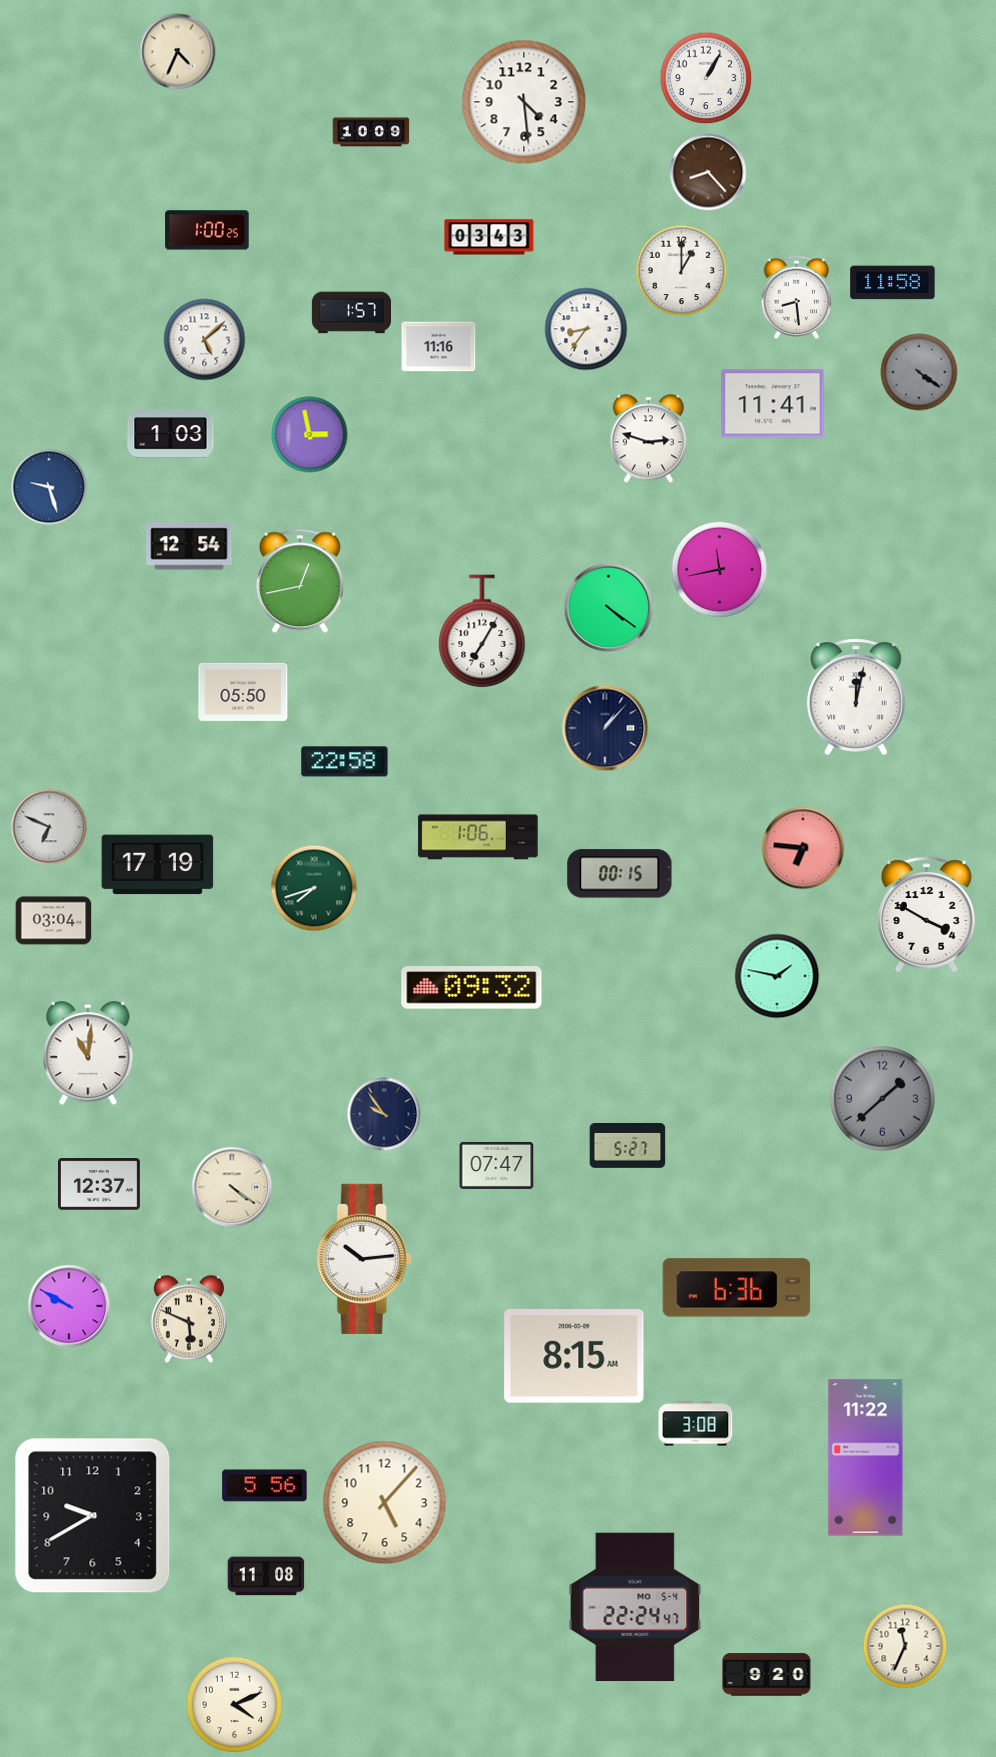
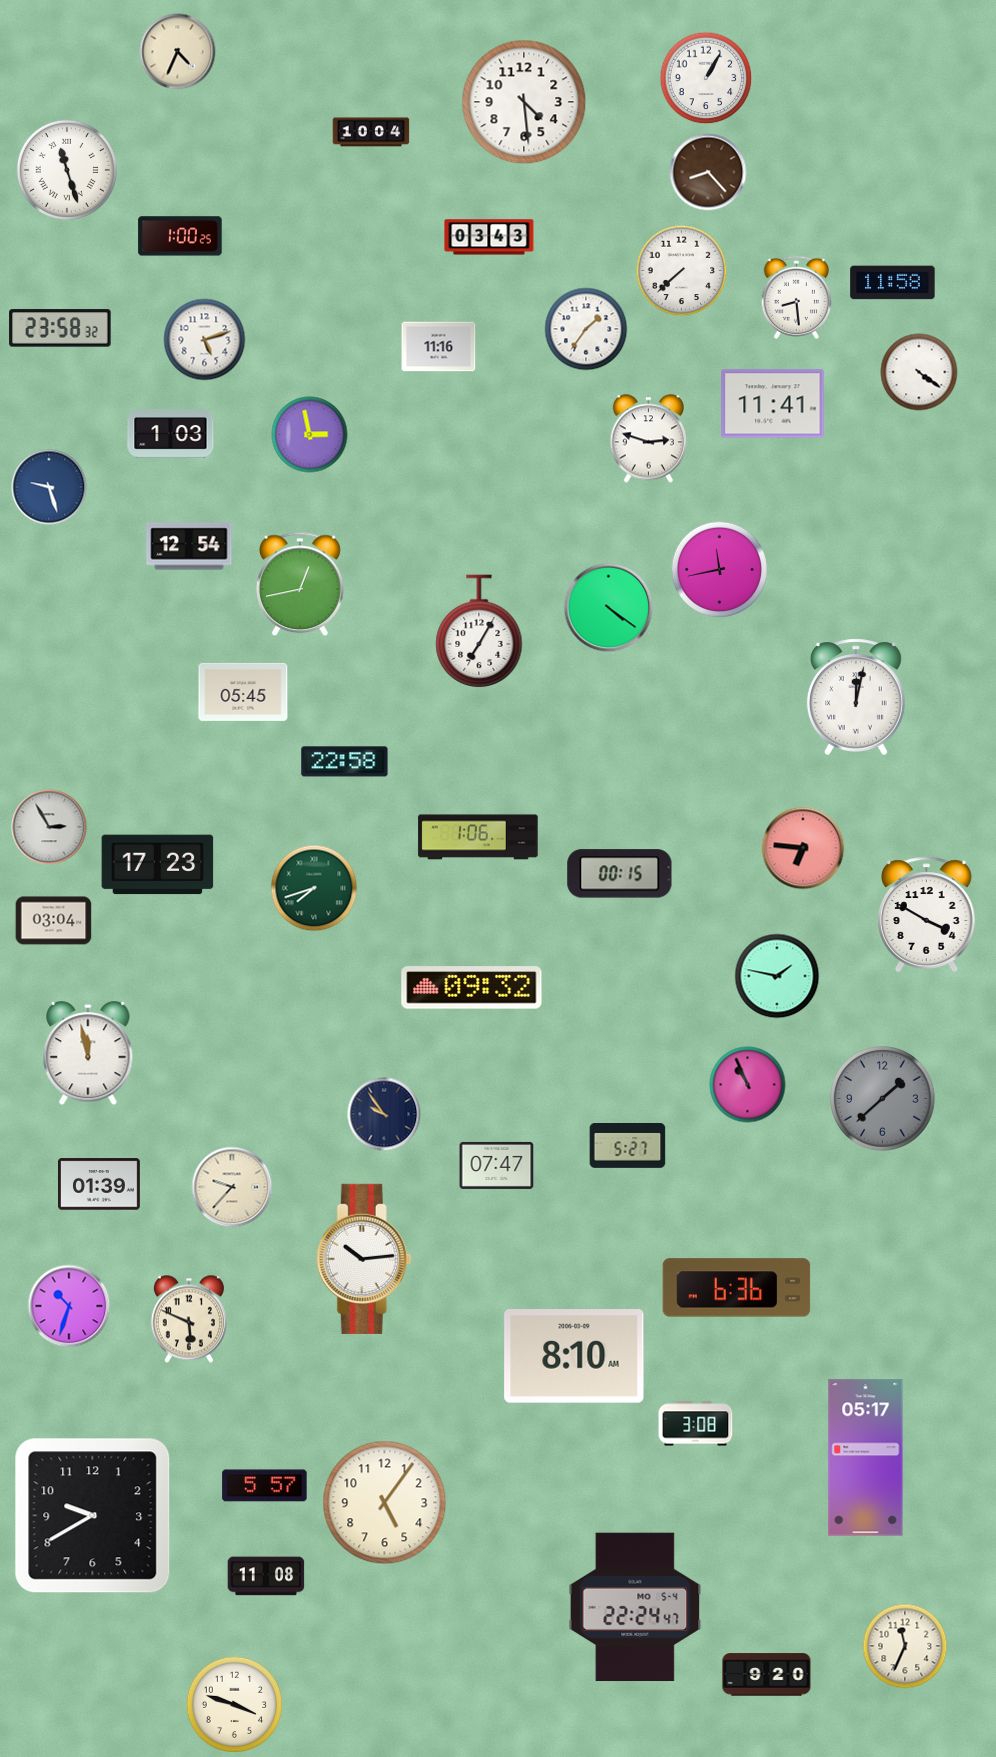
clock at (371, 132): 10:09 -> 10:04
clock at (67, 170): none -> 11:27
clock at (207, 230) position: (207, 230) -> (180, 236)
clock at (682, 271): 1:00 -> 7:38
clock at (351, 313): 1:57 -> none
clock at (60, 328): none -> 23:58
clock at (586, 329): 8:36 -> 1:36
clock at (205, 340): 5:08 -> 5:12
clock at (919, 372) dial: grey -> white
clock at (300, 581) position: (300, 581) -> (300, 584)
clock at (482, 632) position: (482, 632) -> (479, 632)
clock at (243, 692): 05:50 -> 05:45
clock at (605, 728): 1:07 -> none
clock at (49, 827): 6:49 -> 2:55
clock at (158, 865): 17:19 -> 17:23
clock at (88, 1054): 11:01 -> 11:58
clock at (748, 1085): none -> 10:56
clock at (100, 1184): 12:37 -> 01:39
clock at (232, 1187): 4:21 -> 9:37
clock at (69, 1306): 9:50 -> 10:33
clock at (574, 1357): 8:15 -> 8:10
clock at (866, 1458): 11:22 -> 05:17
clock at (265, 1486): 5:56 -> 5:57
clock at (385, 1503): 5:07 -> 5:06
clock at (234, 1704): 4:11 -> 3:48
